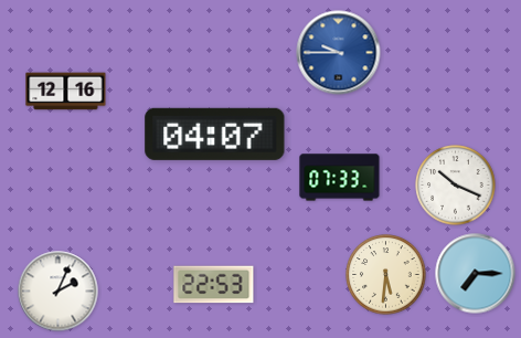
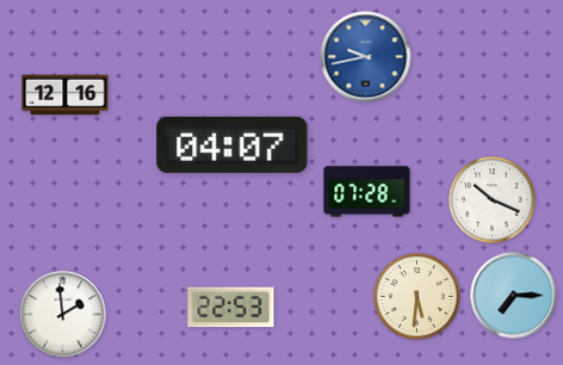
clock at (339, 53): 9:45 -> 9:43
clock at (66, 92) position: (66, 92) -> (66, 95)
clock at (340, 178): 07:33 -> 07:28
clock at (59, 292): 2:04 -> 1:59
